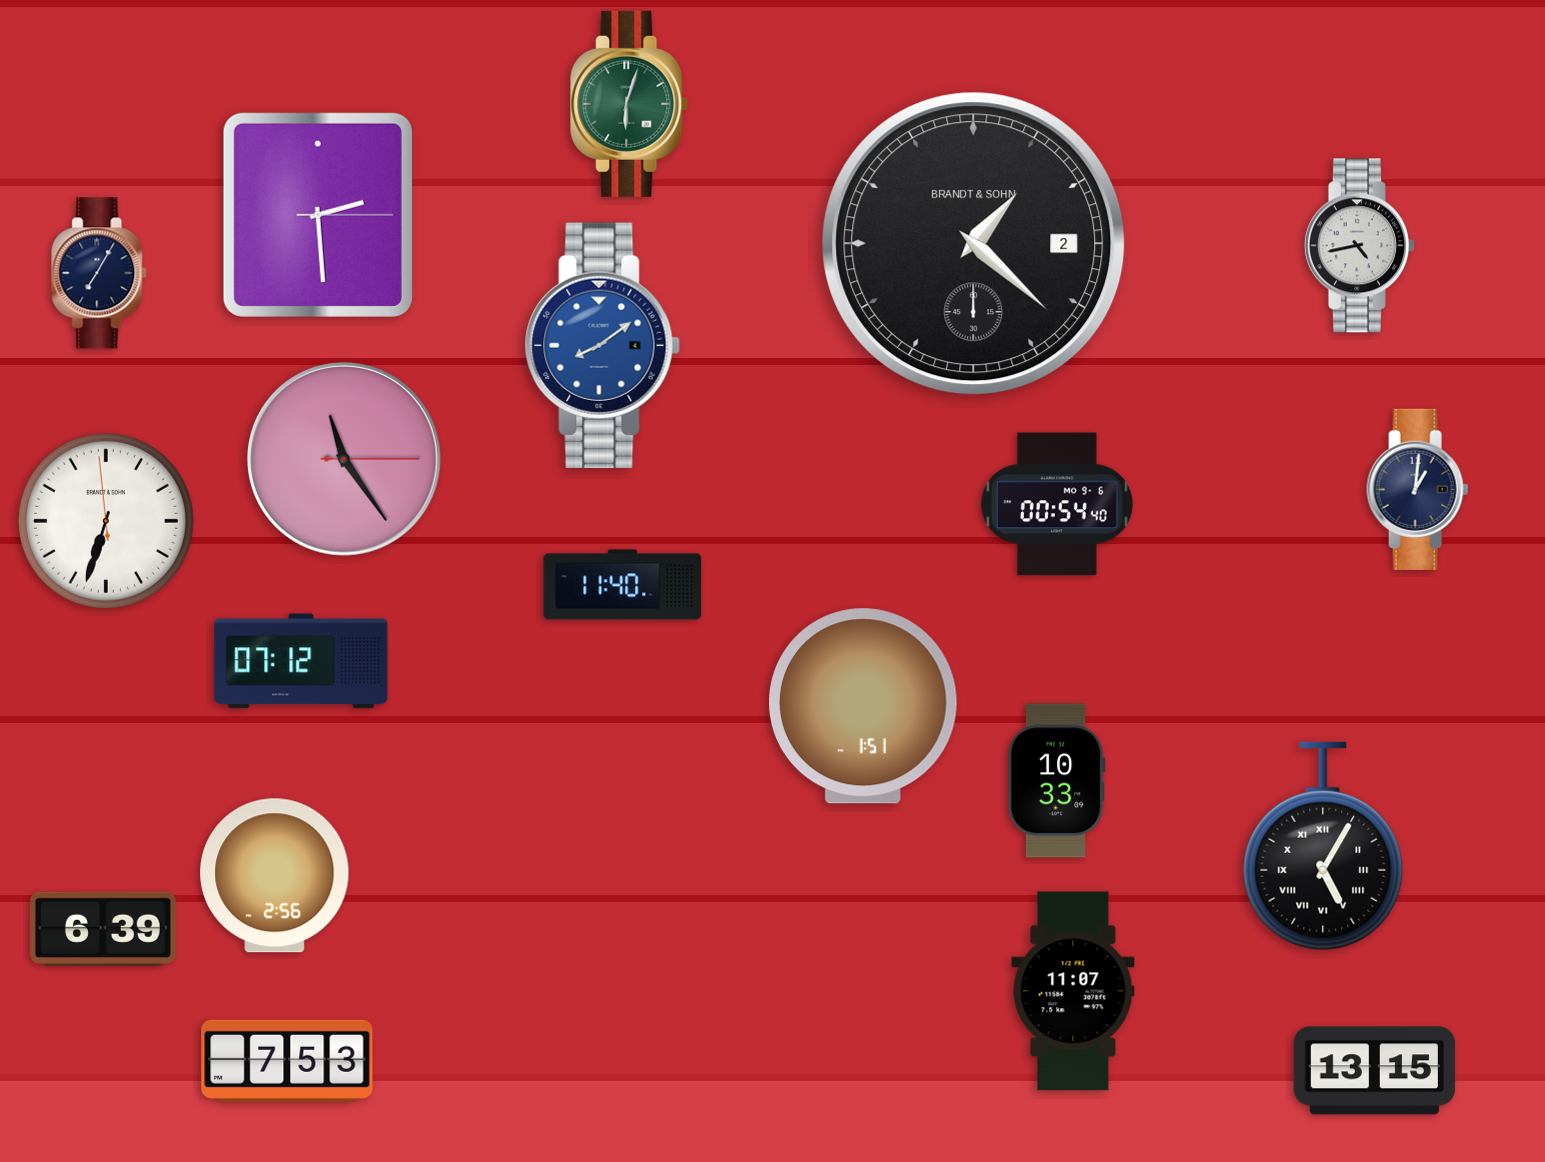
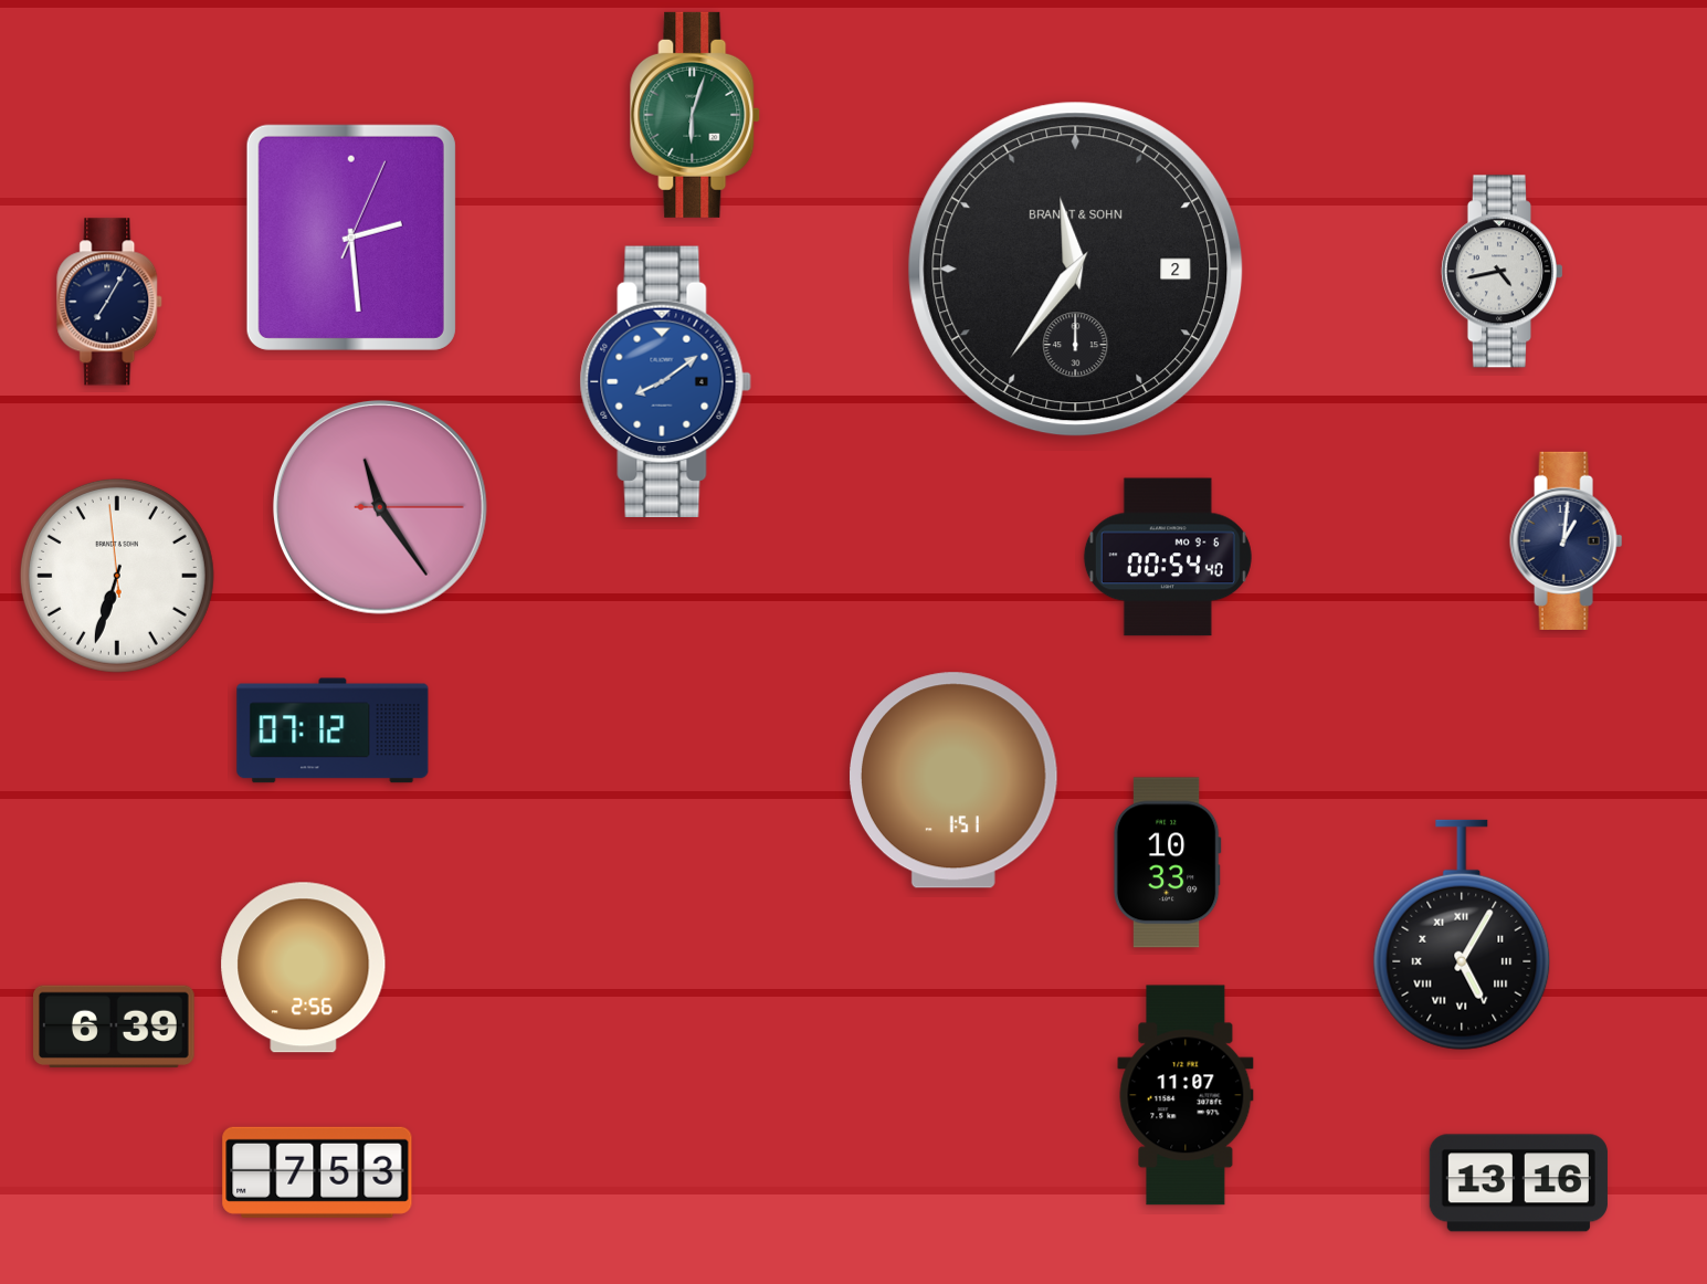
clock at (318, 215): 2:29:15 -> 2:29:04
clock at (974, 244): 1:22 -> 11:36
clock at (623, 585): 11:40 -> none
clock at (1374, 1071): 13:15 -> 13:16
